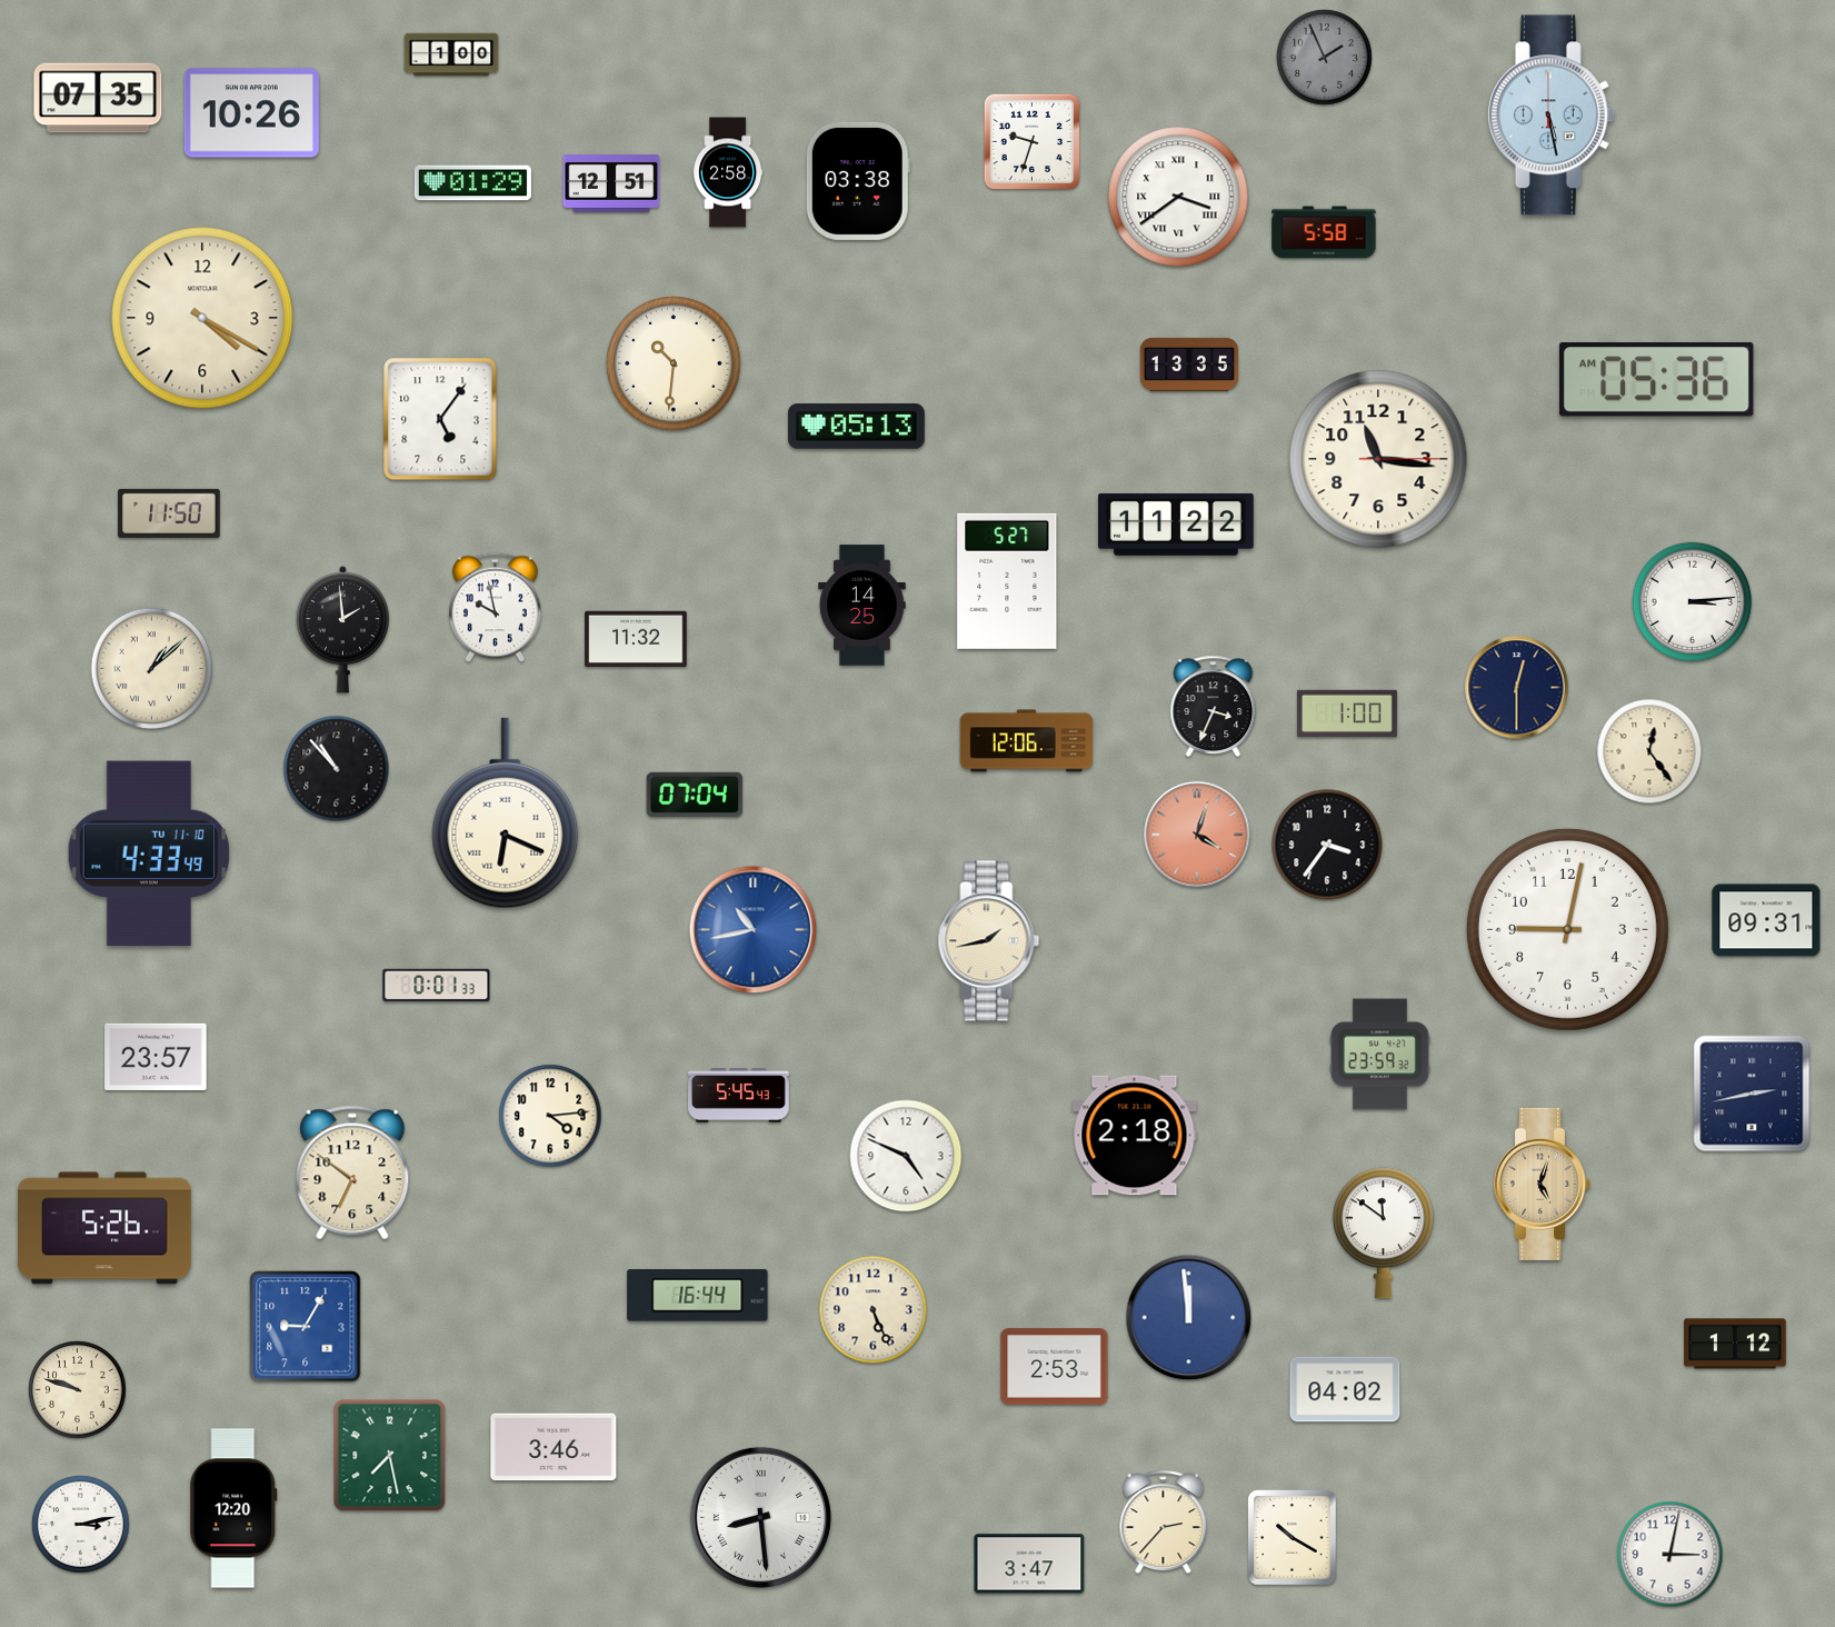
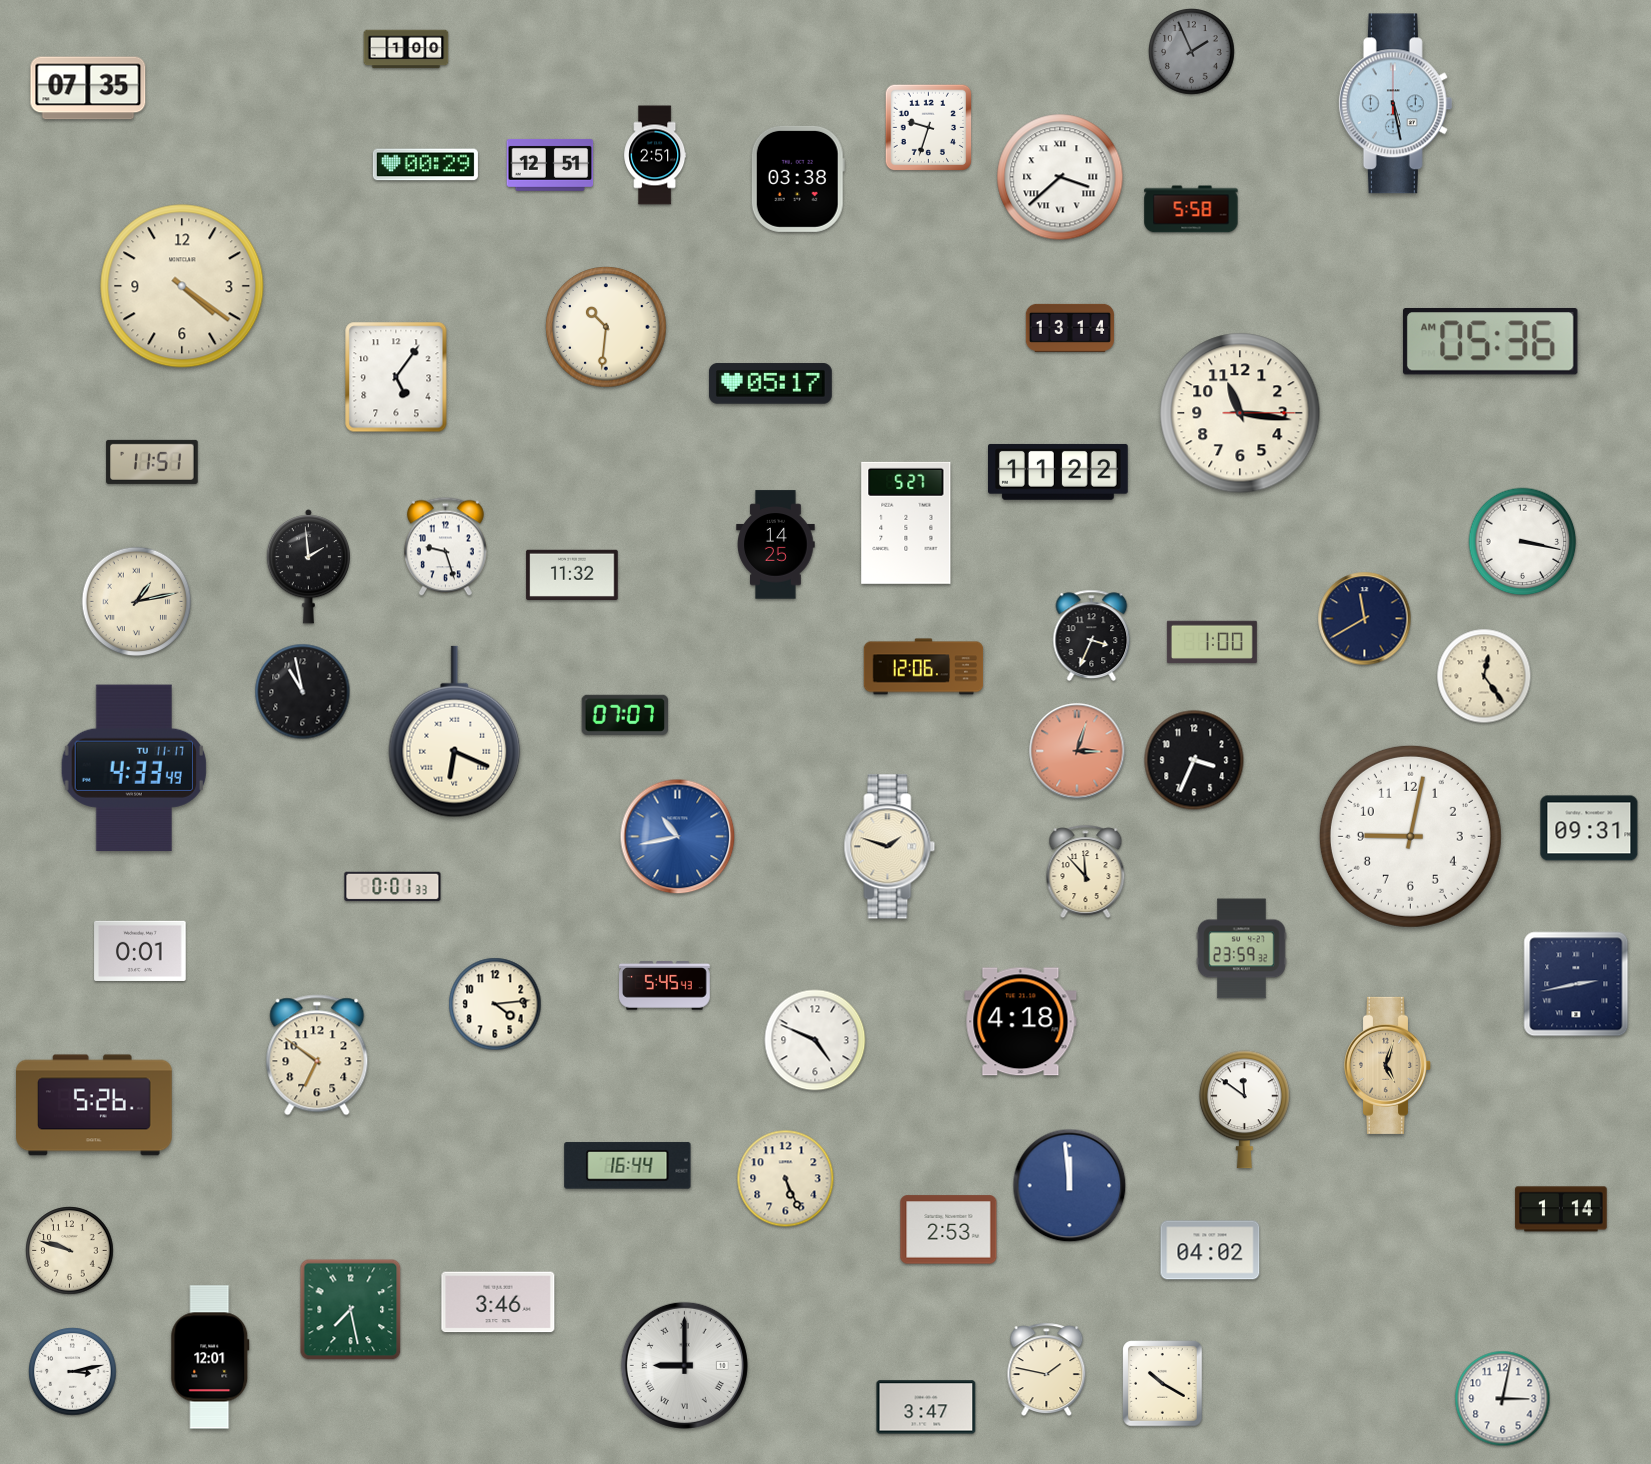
clock at (251, 113): 10:26 -> none
clock at (728, 172): 2:58 -> 2:51
clock at (858, 181) position: (858, 181) -> (798, 179)
clock at (472, 183): 01:29 -> 00:29
clock at (1178, 197): 3:39 -> 3:38
clock at (202, 318): 4:20 -> 4:21
clock at (1189, 365): 13:35 -> 13:14
clock at (856, 427): 05:13 -> 05:17
clock at (169, 513): 11:50 -> 11:51
clock at (1693, 602): 3:14 -> 3:17
clock at (495, 608): 9:58 -> 9:27
clock at (152, 669): 1:08 -> 1:13
clock at (1517, 688): 12:30 -> 11:40
clock at (337, 769): 10:53 -> 10:58
clock at (695, 795): 07:04 -> 07:07
clock at (1197, 835): 4:03 -> 3:03
clock at (1327, 845): 3:36 -> 3:34
clock at (149, 854) date: TU 11-10 -> TU 11-17
clock at (989, 941): 1:43 -> 1:48
clock at (1086, 872): none -> 11:53
clock at (156, 1057): 23:57 -> 0:01
clock at (1135, 1136): 2:18 -> 4:18
clock at (306, 1327): 9:05 -> none
clock at (1735, 1344): 1:12 -> 1:14
clock at (233, 1508): 12:20 -> 12:01
clock at (760, 1517): 8:29 -> 9:00
clock at (1164, 1523): 2:37 -> 1:47
